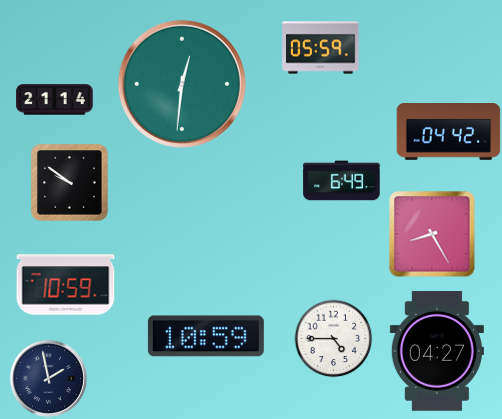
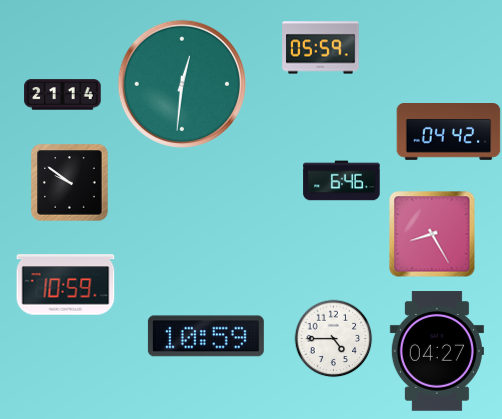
clock at (55, 100) position: (55, 100) -> (63, 95)
clock at (342, 181): 6:49 -> 6:46
clock at (48, 378): 1:58 -> none
